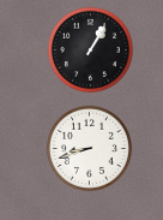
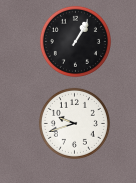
clock at (89, 148): 8:42 -> 9:42
